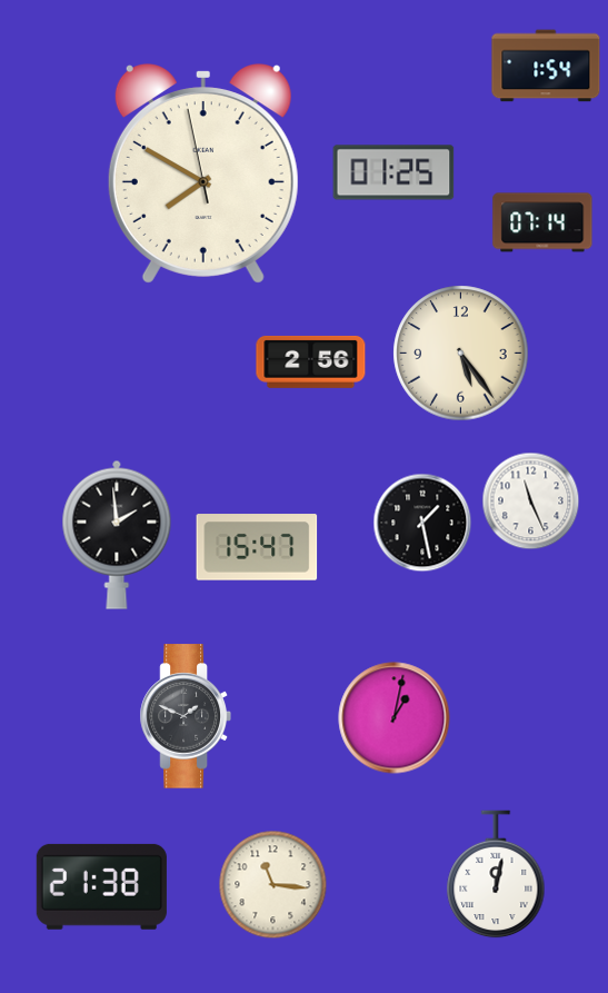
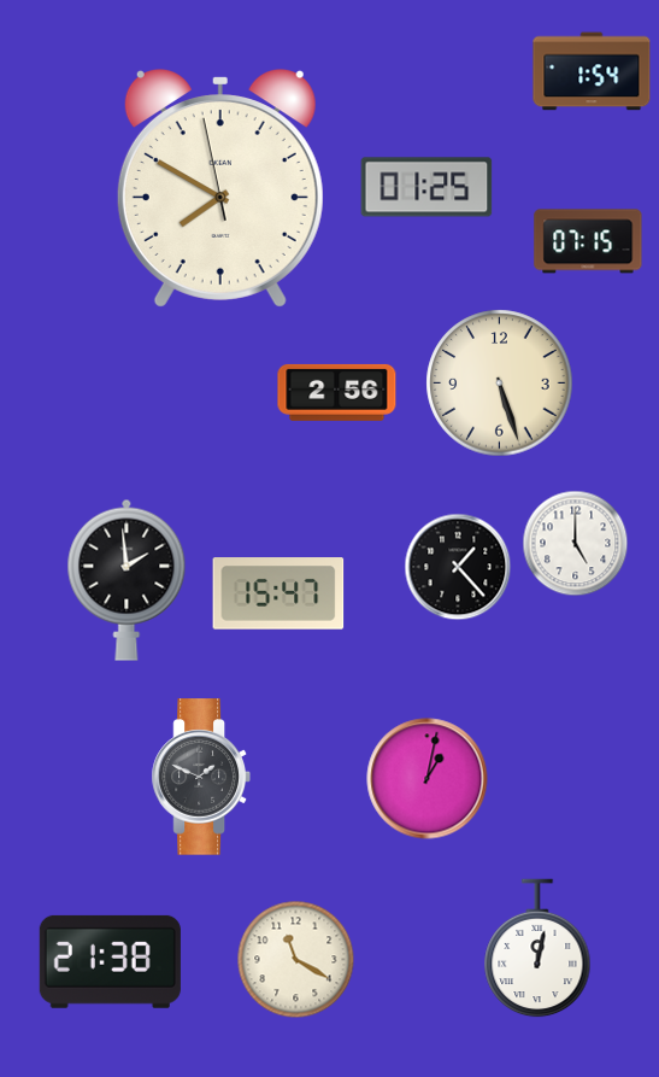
clock at (542, 222): 07:14 -> 07:15
clock at (461, 354): 5:24 -> 5:27
clock at (530, 500): 11:26 -> 5:00
clock at (422, 523): 1:28 -> 1:23
clock at (272, 884): 11:16 -> 11:20
